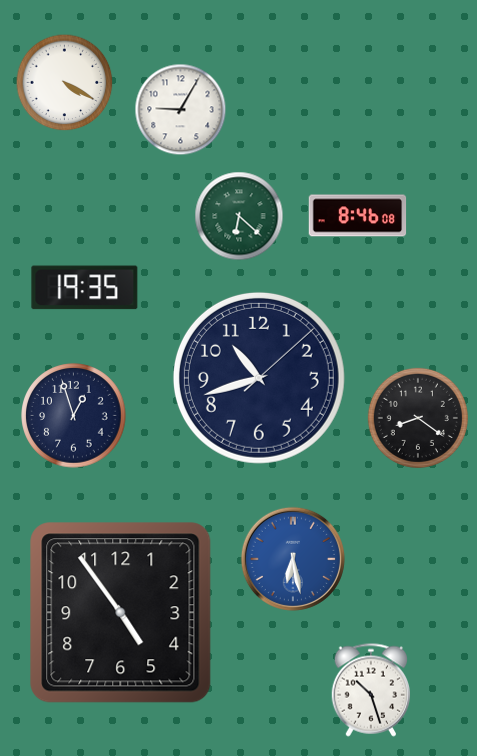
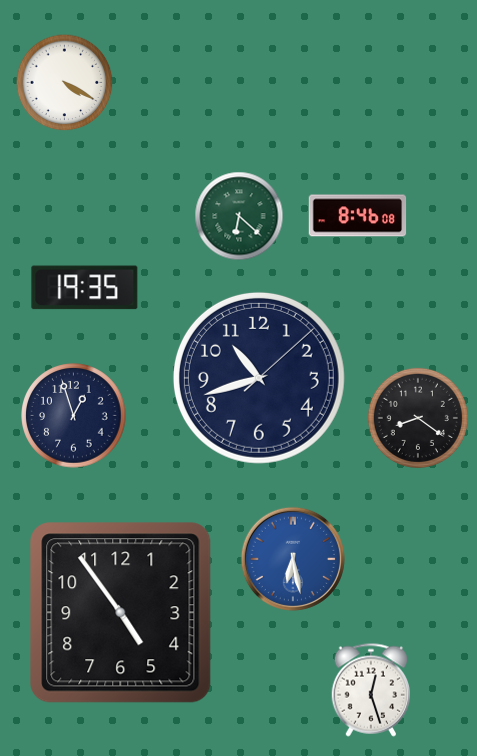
clock at (181, 110): 9:05 -> none
clock at (370, 690): 10:27 -> 12:27
